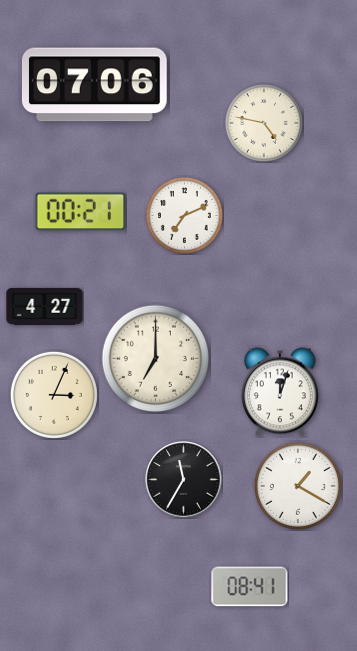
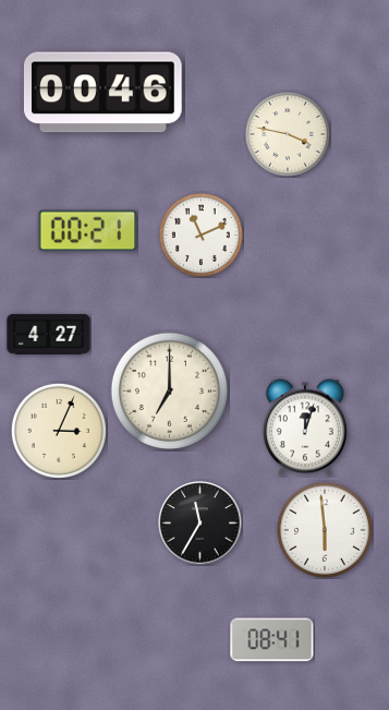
clock at (94, 85): 07:06 -> 00:46
clock at (264, 123): 4:47 -> 3:47
clock at (184, 215): 7:11 -> 11:11
clock at (298, 486): 1:20 -> 5:59
